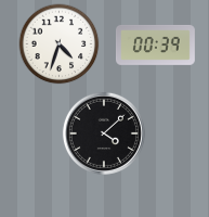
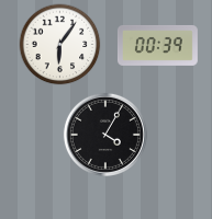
clock at (60, 44): 4:33 -> 6:06
clock at (104, 133): 4:08 -> 4:05
